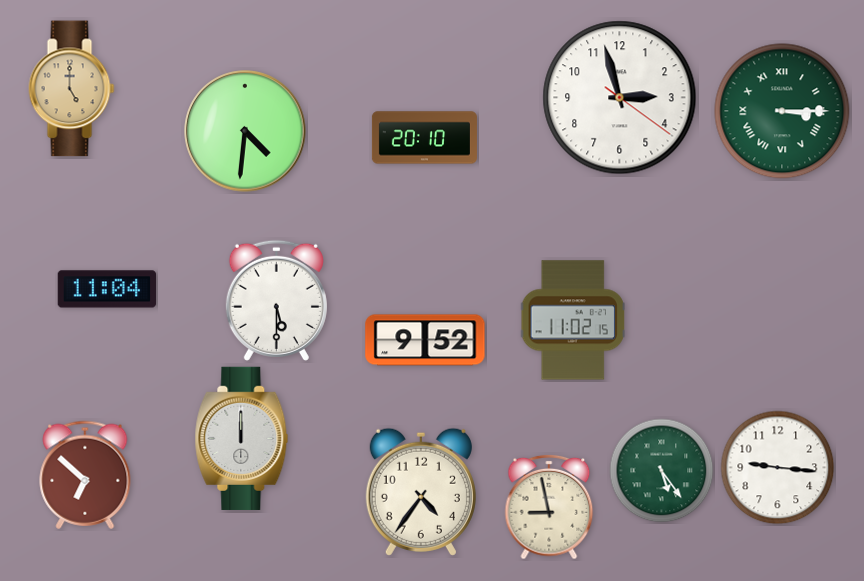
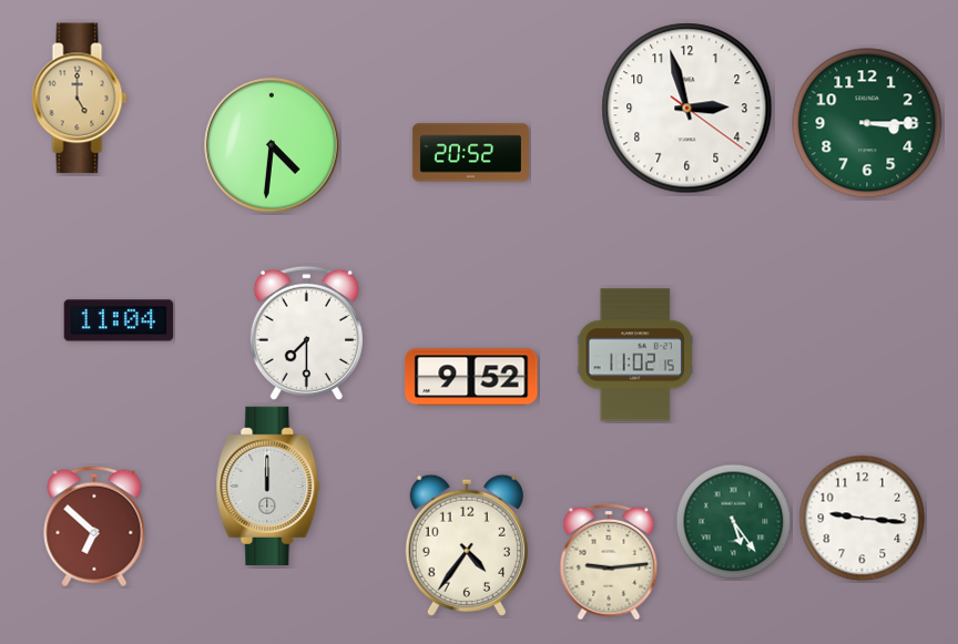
clock at (782, 111) numerals: Roman -> Arabic
clock at (424, 138): 20:10 -> 20:52
clock at (276, 300): 5:30 -> 7:30
clock at (549, 507): 8:58 -> 9:14
